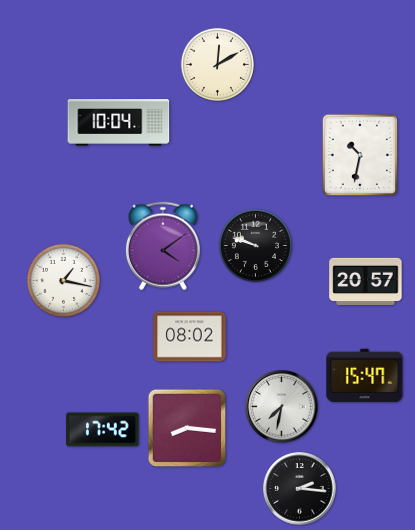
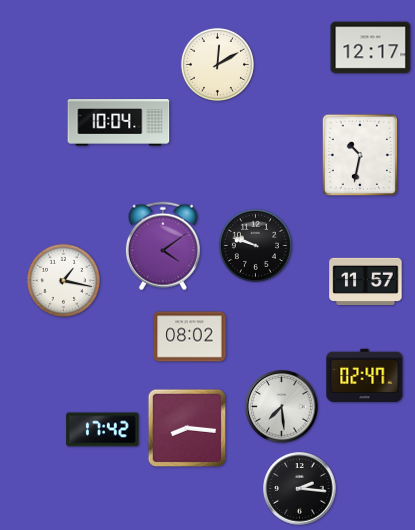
clock at (371, 48): none -> 12:17
clock at (366, 281): 20:57 -> 11:57
clock at (365, 376): 15:47 -> 02:47
clock at (282, 407): 7:32 -> 7:29
